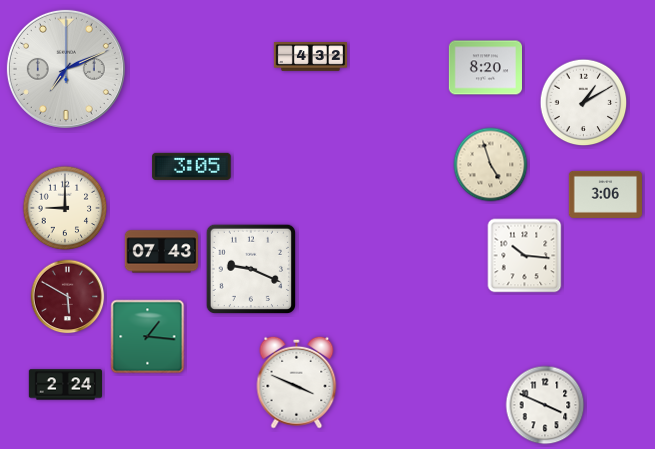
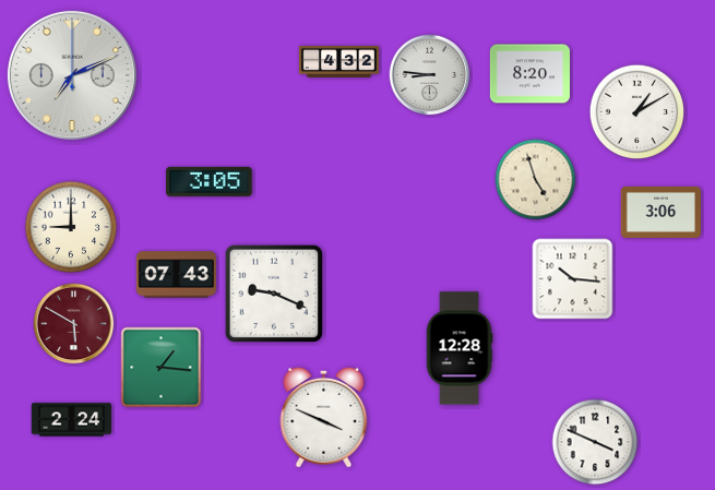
clock at (430, 75): none -> 8:46
clock at (460, 348): none -> 12:28
